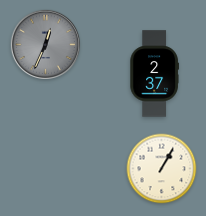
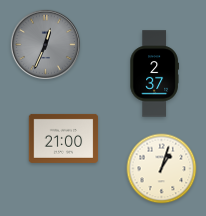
clock at (64, 138): none -> 21:00
clock at (162, 169): 1:05 -> 1:03
